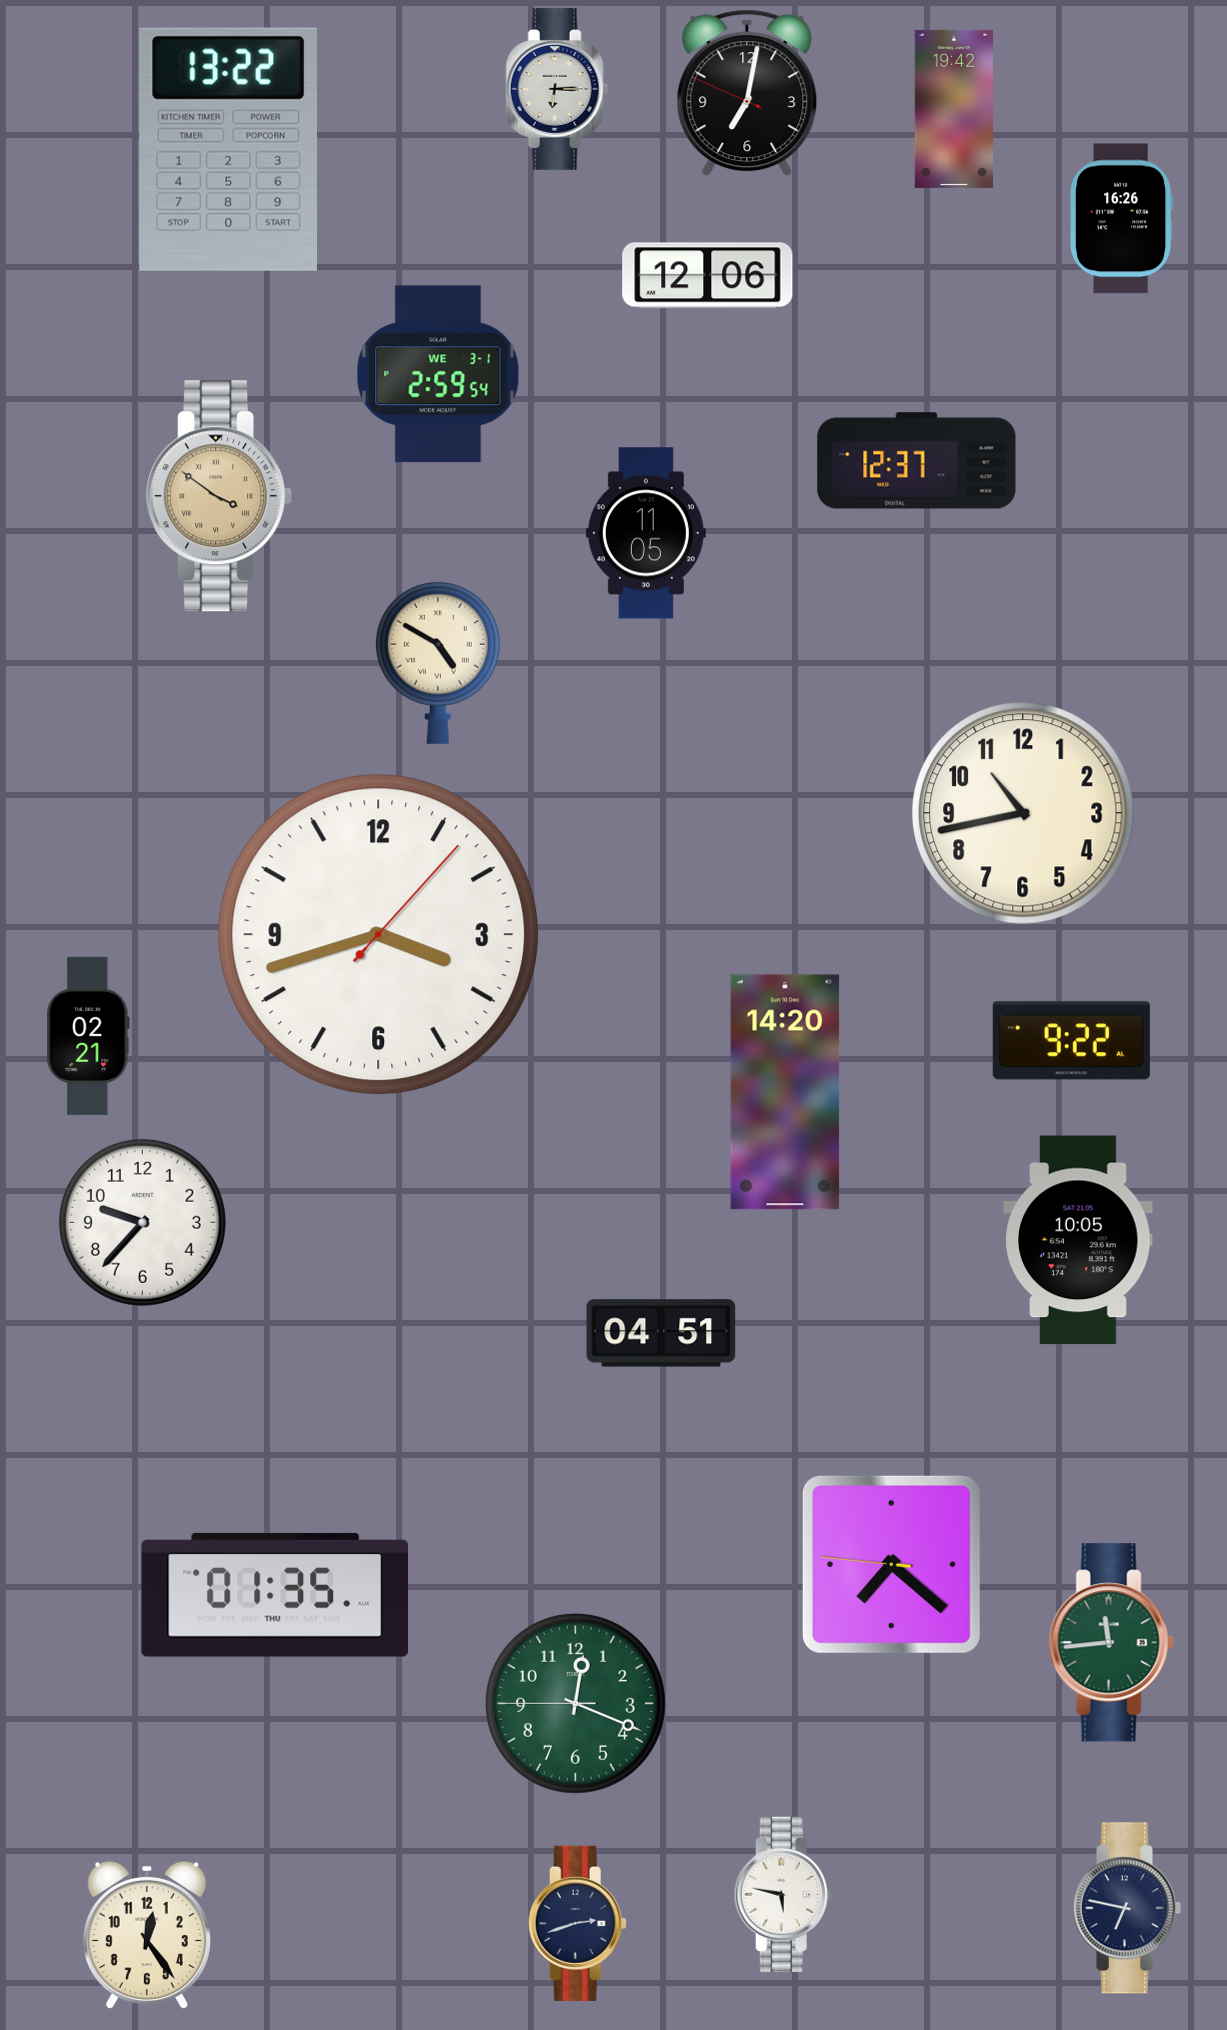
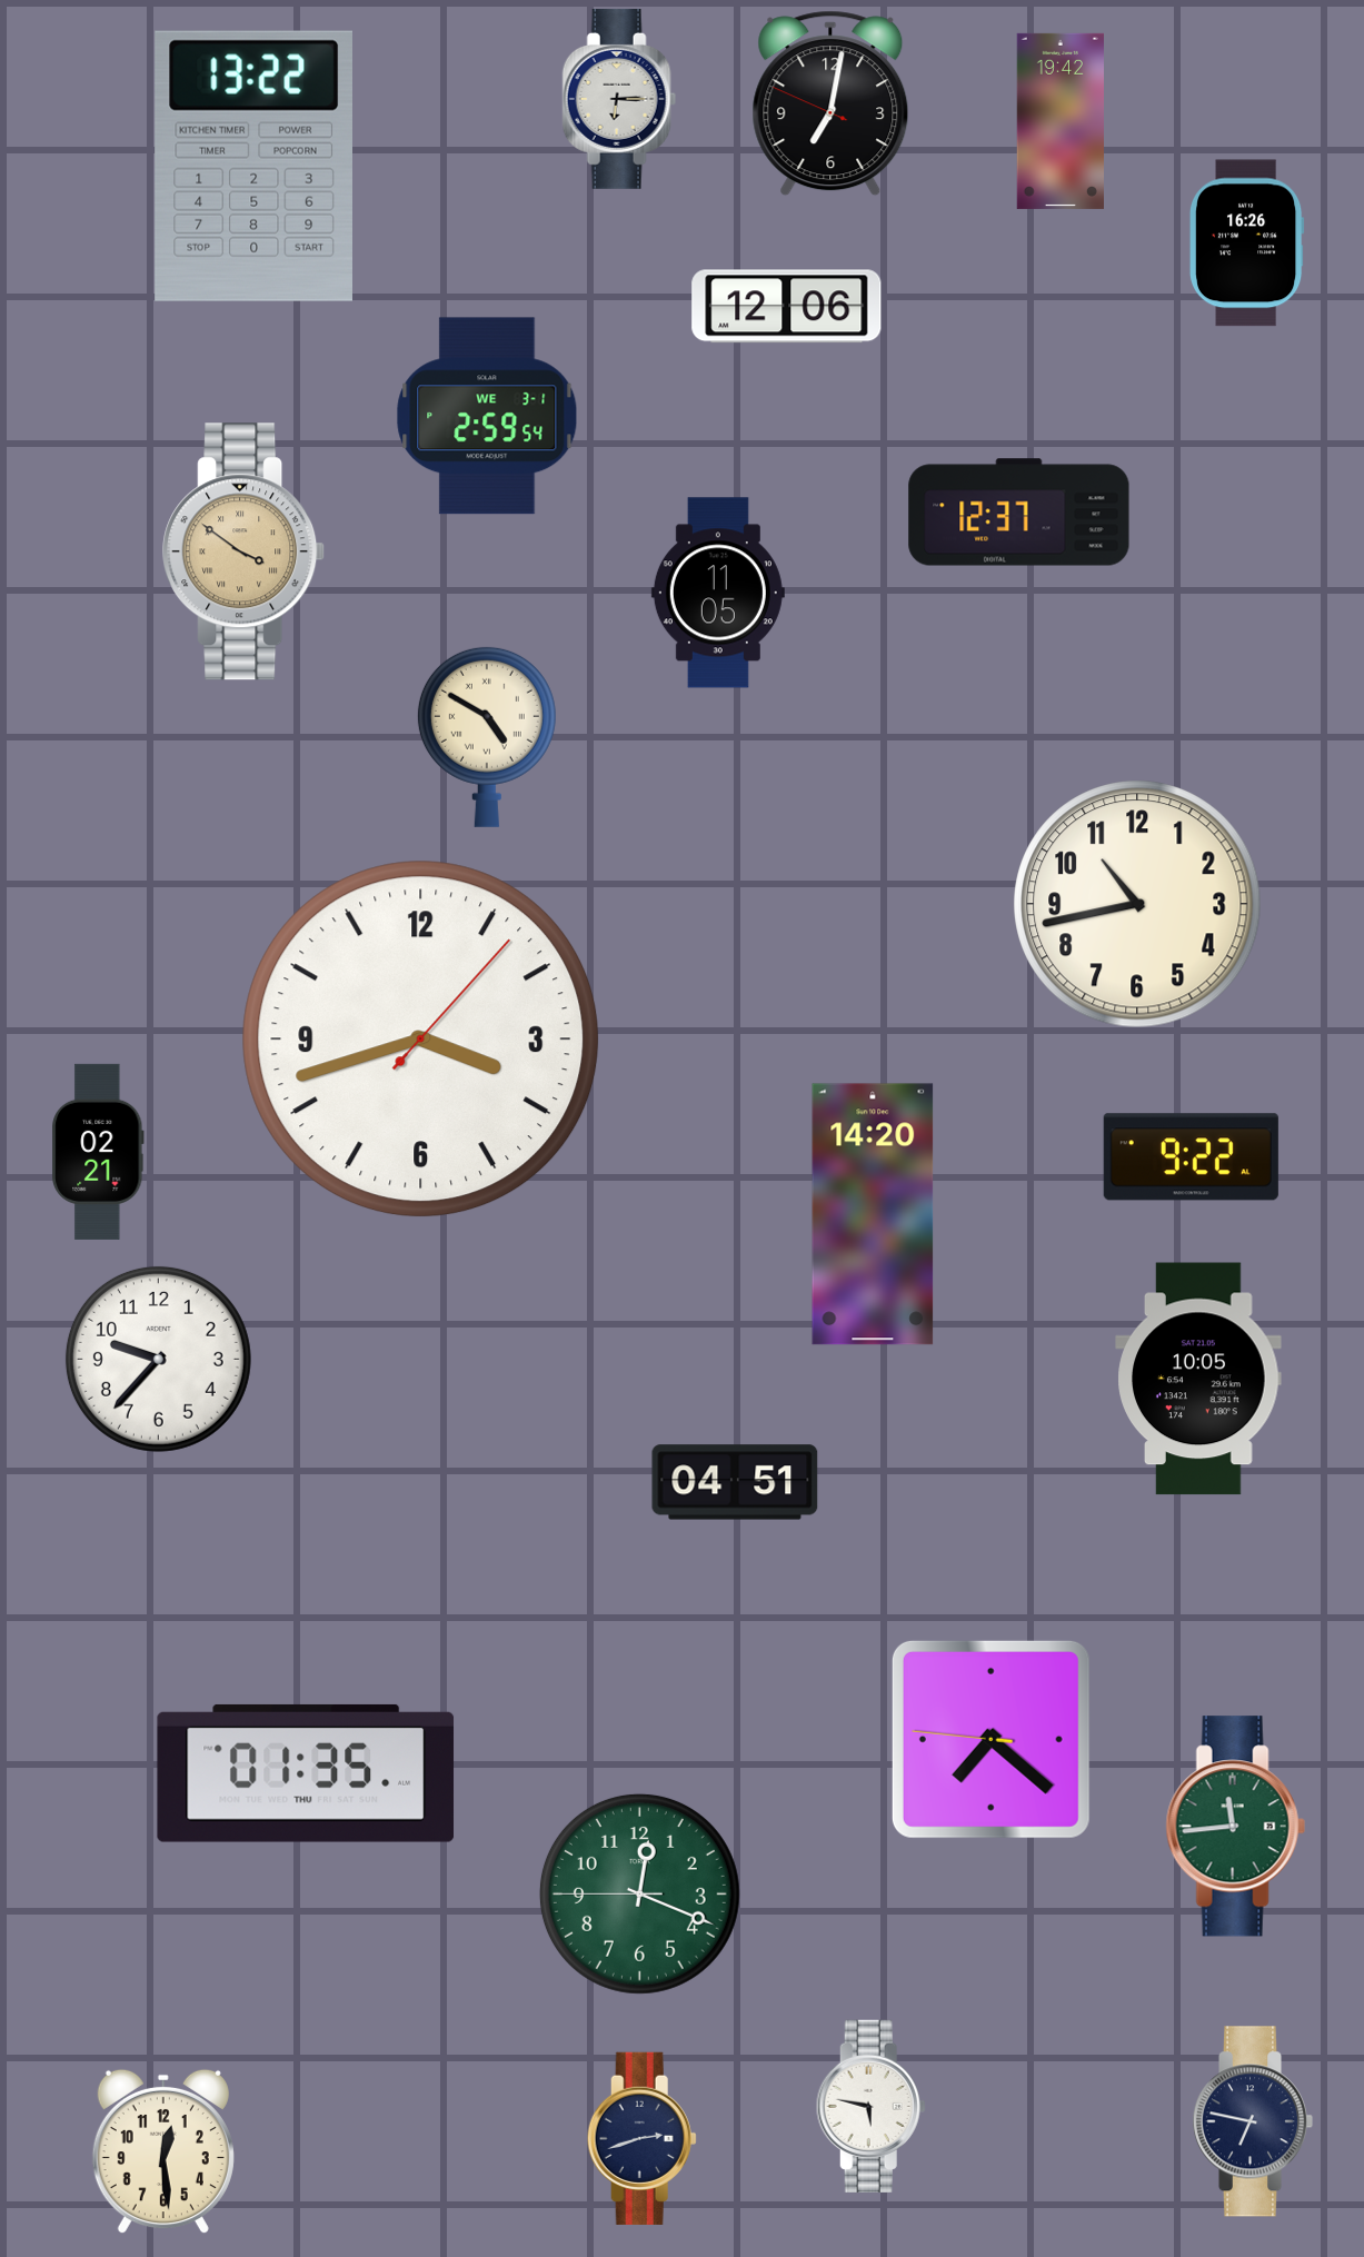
clock at (147, 1935): 12:24 -> 12:29
